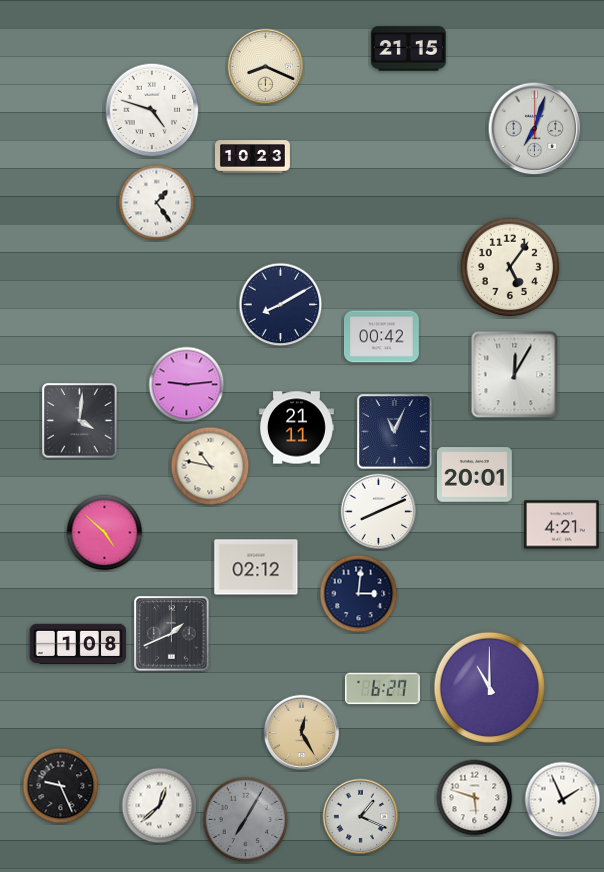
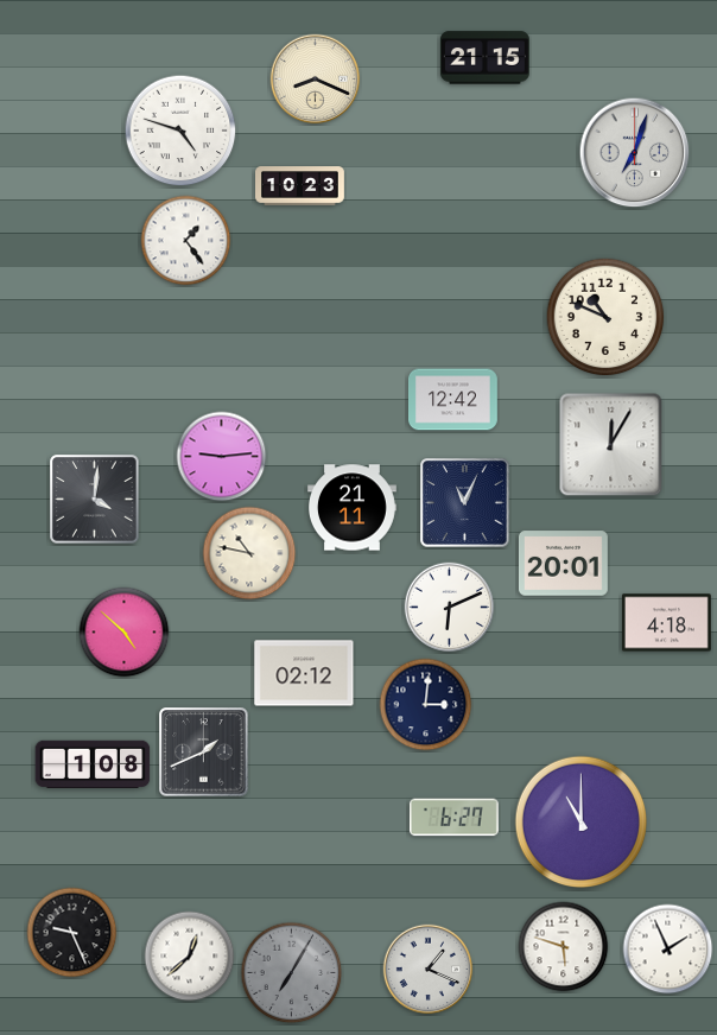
clock at (510, 267): 5:06 -> 10:49
clock at (281, 305): 8:10 -> none
clock at (381, 337): 00:42 -> 12:42
clock at (395, 432) position: (395, 432) -> (465, 503)
clock at (379, 512): 8:11 -> 6:11
clock at (561, 525): 4:21 -> 4:18
clock at (490, 688) position: (490, 688) -> (582, 823)
clock at (302, 733): 12:25 -> none
